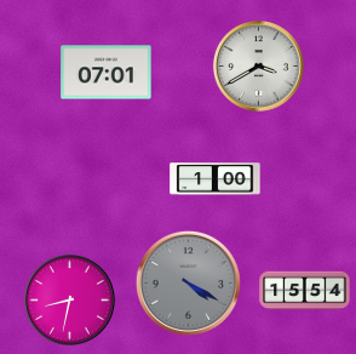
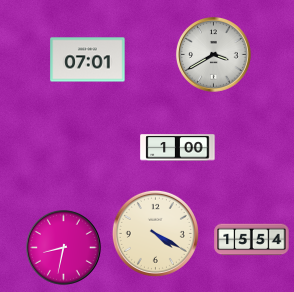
clock at (188, 282) dial: grey -> cream
clock at (69, 299) position: (69, 299) -> (63, 247)
